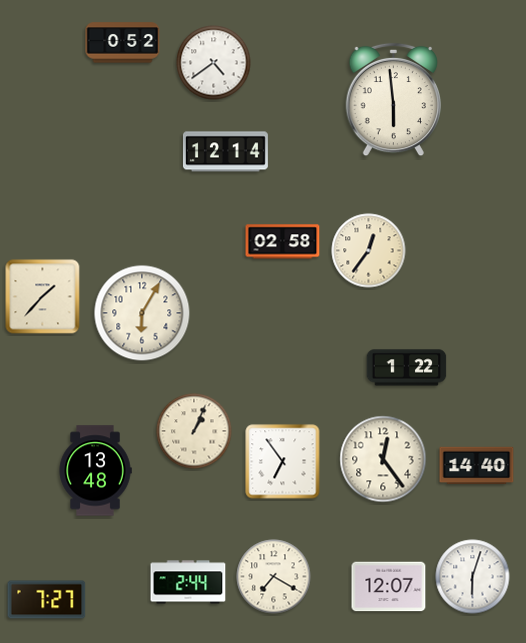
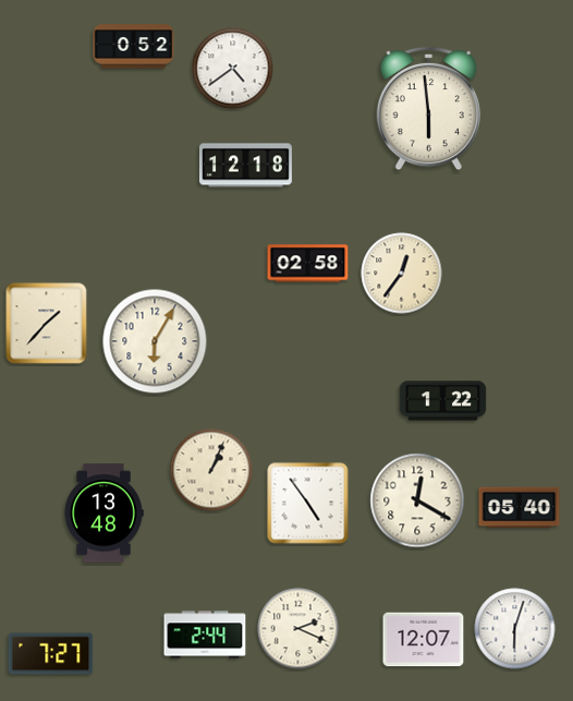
clock at (225, 152): 12:14 -> 12:18
clock at (383, 459): 12:24 -> 12:20
clock at (283, 462): 6:54 -> 4:54
clock at (477, 466): 14:40 -> 05:40
clock at (274, 577): 7:20 -> 2:19
